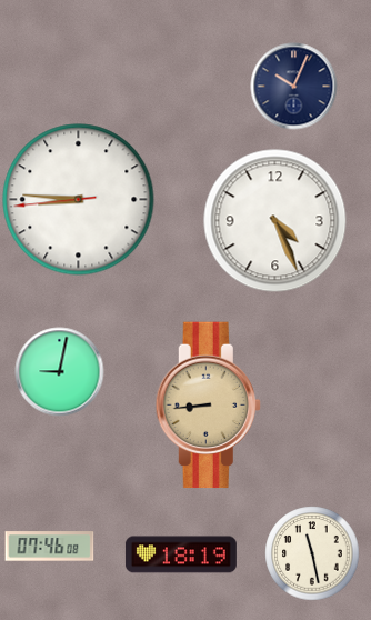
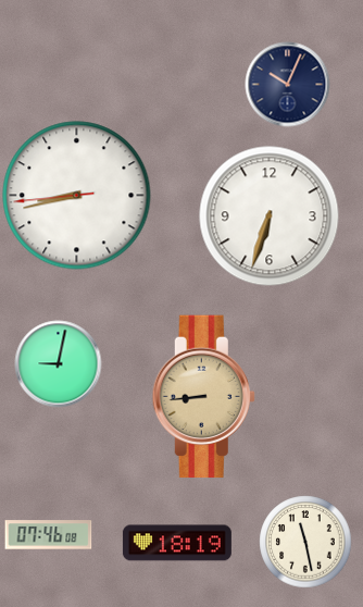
clock at (79, 200): 8:45 -> 8:42
clock at (274, 220): 4:26 -> 6:33
